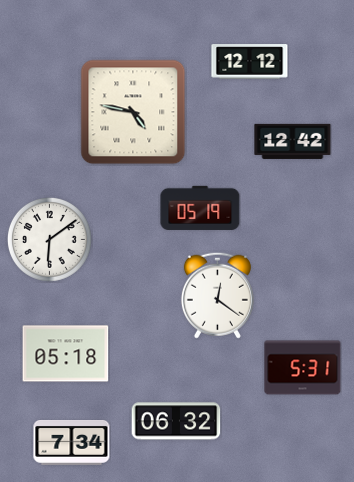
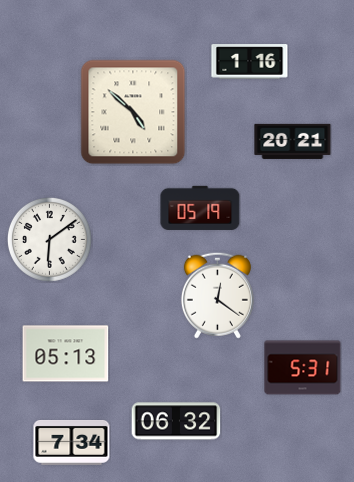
clock at (250, 62): 12:12 -> 1:16
clock at (133, 112): 4:47 -> 4:52
clock at (293, 141): 12:42 -> 20:21
clock at (66, 354): 05:18 -> 05:13
